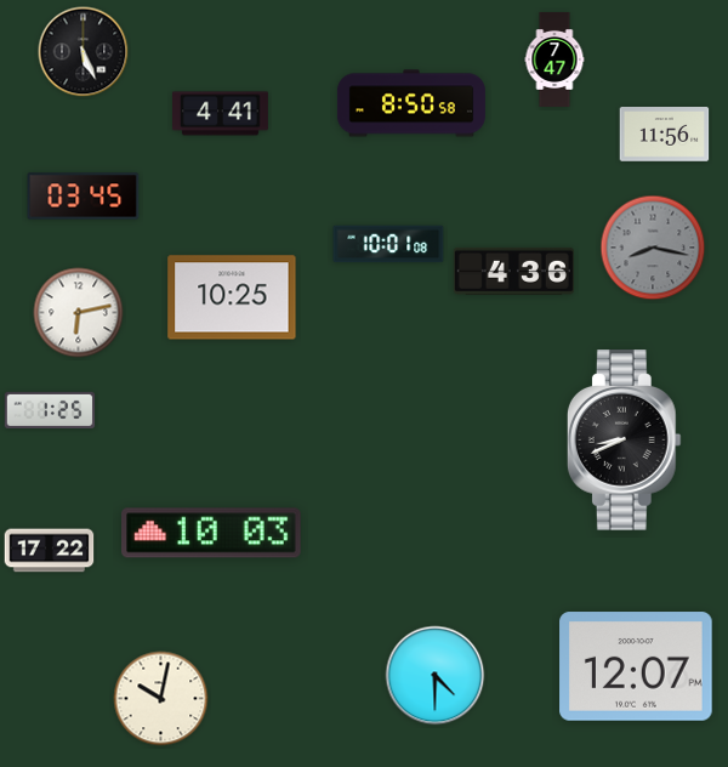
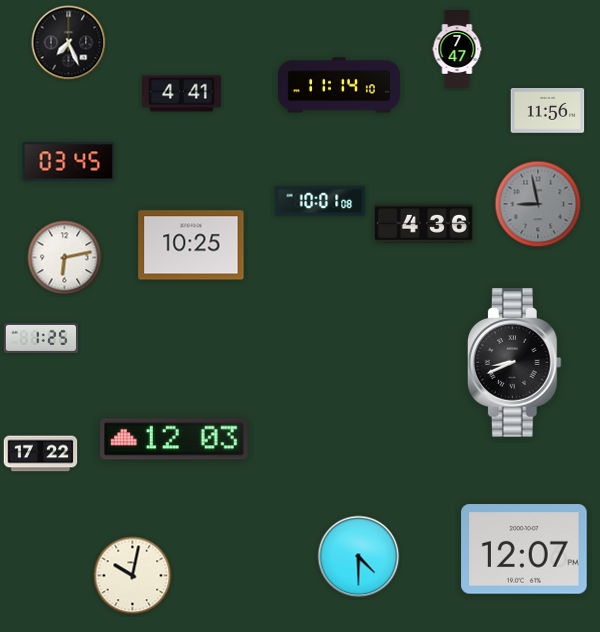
clock at (84, 52): 5:26 -> 7:26
clock at (411, 103): 8:50 -> 11:14
clock at (653, 248): 8:17 -> 8:58
clock at (211, 533): 10:03 -> 12:03
